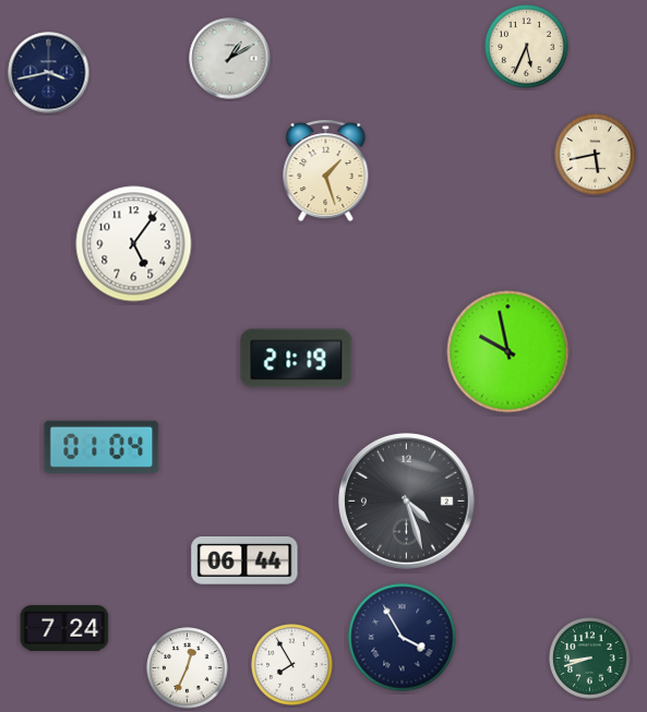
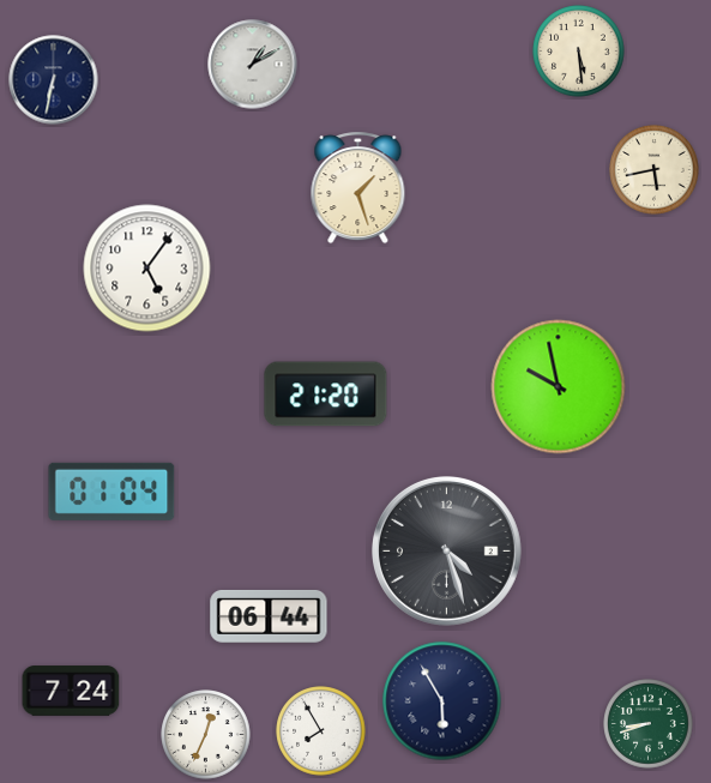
clock at (527, 47): 5:34 -> 5:29
clock at (49, 73): 3:43 -> 6:32
clock at (297, 359): 21:19 -> 21:20
clock at (403, 638): 3:55 -> 5:55
